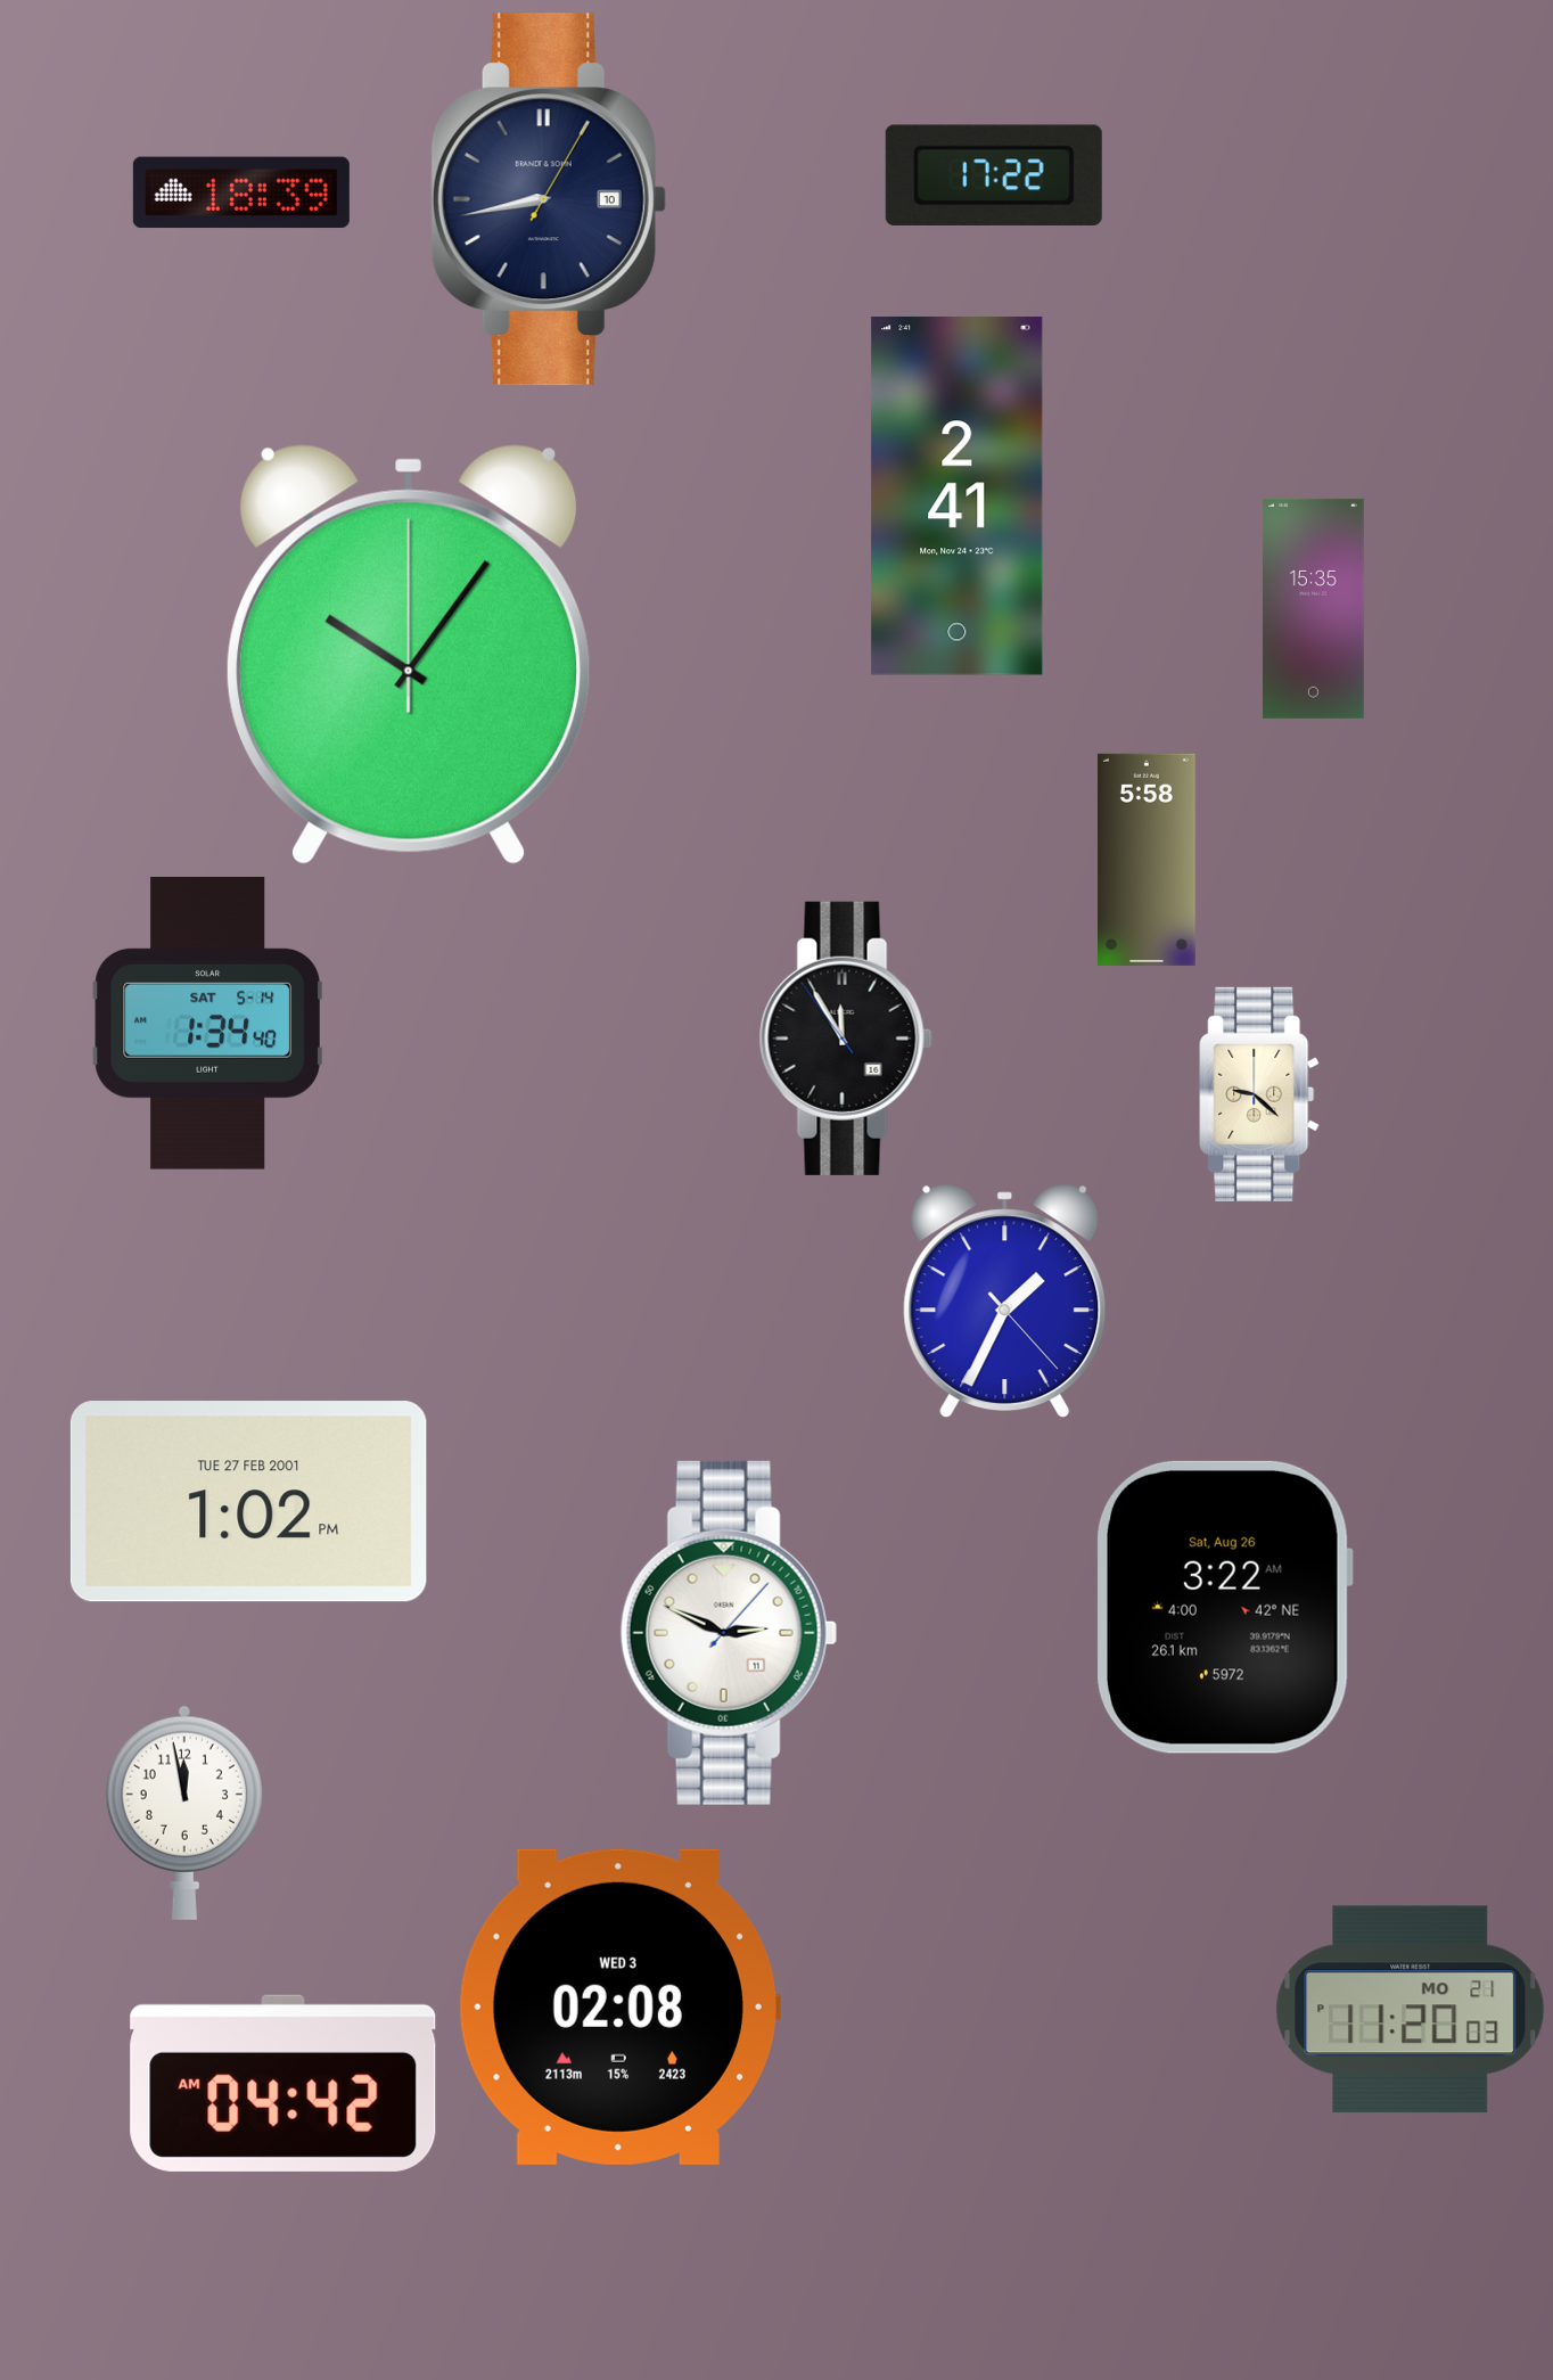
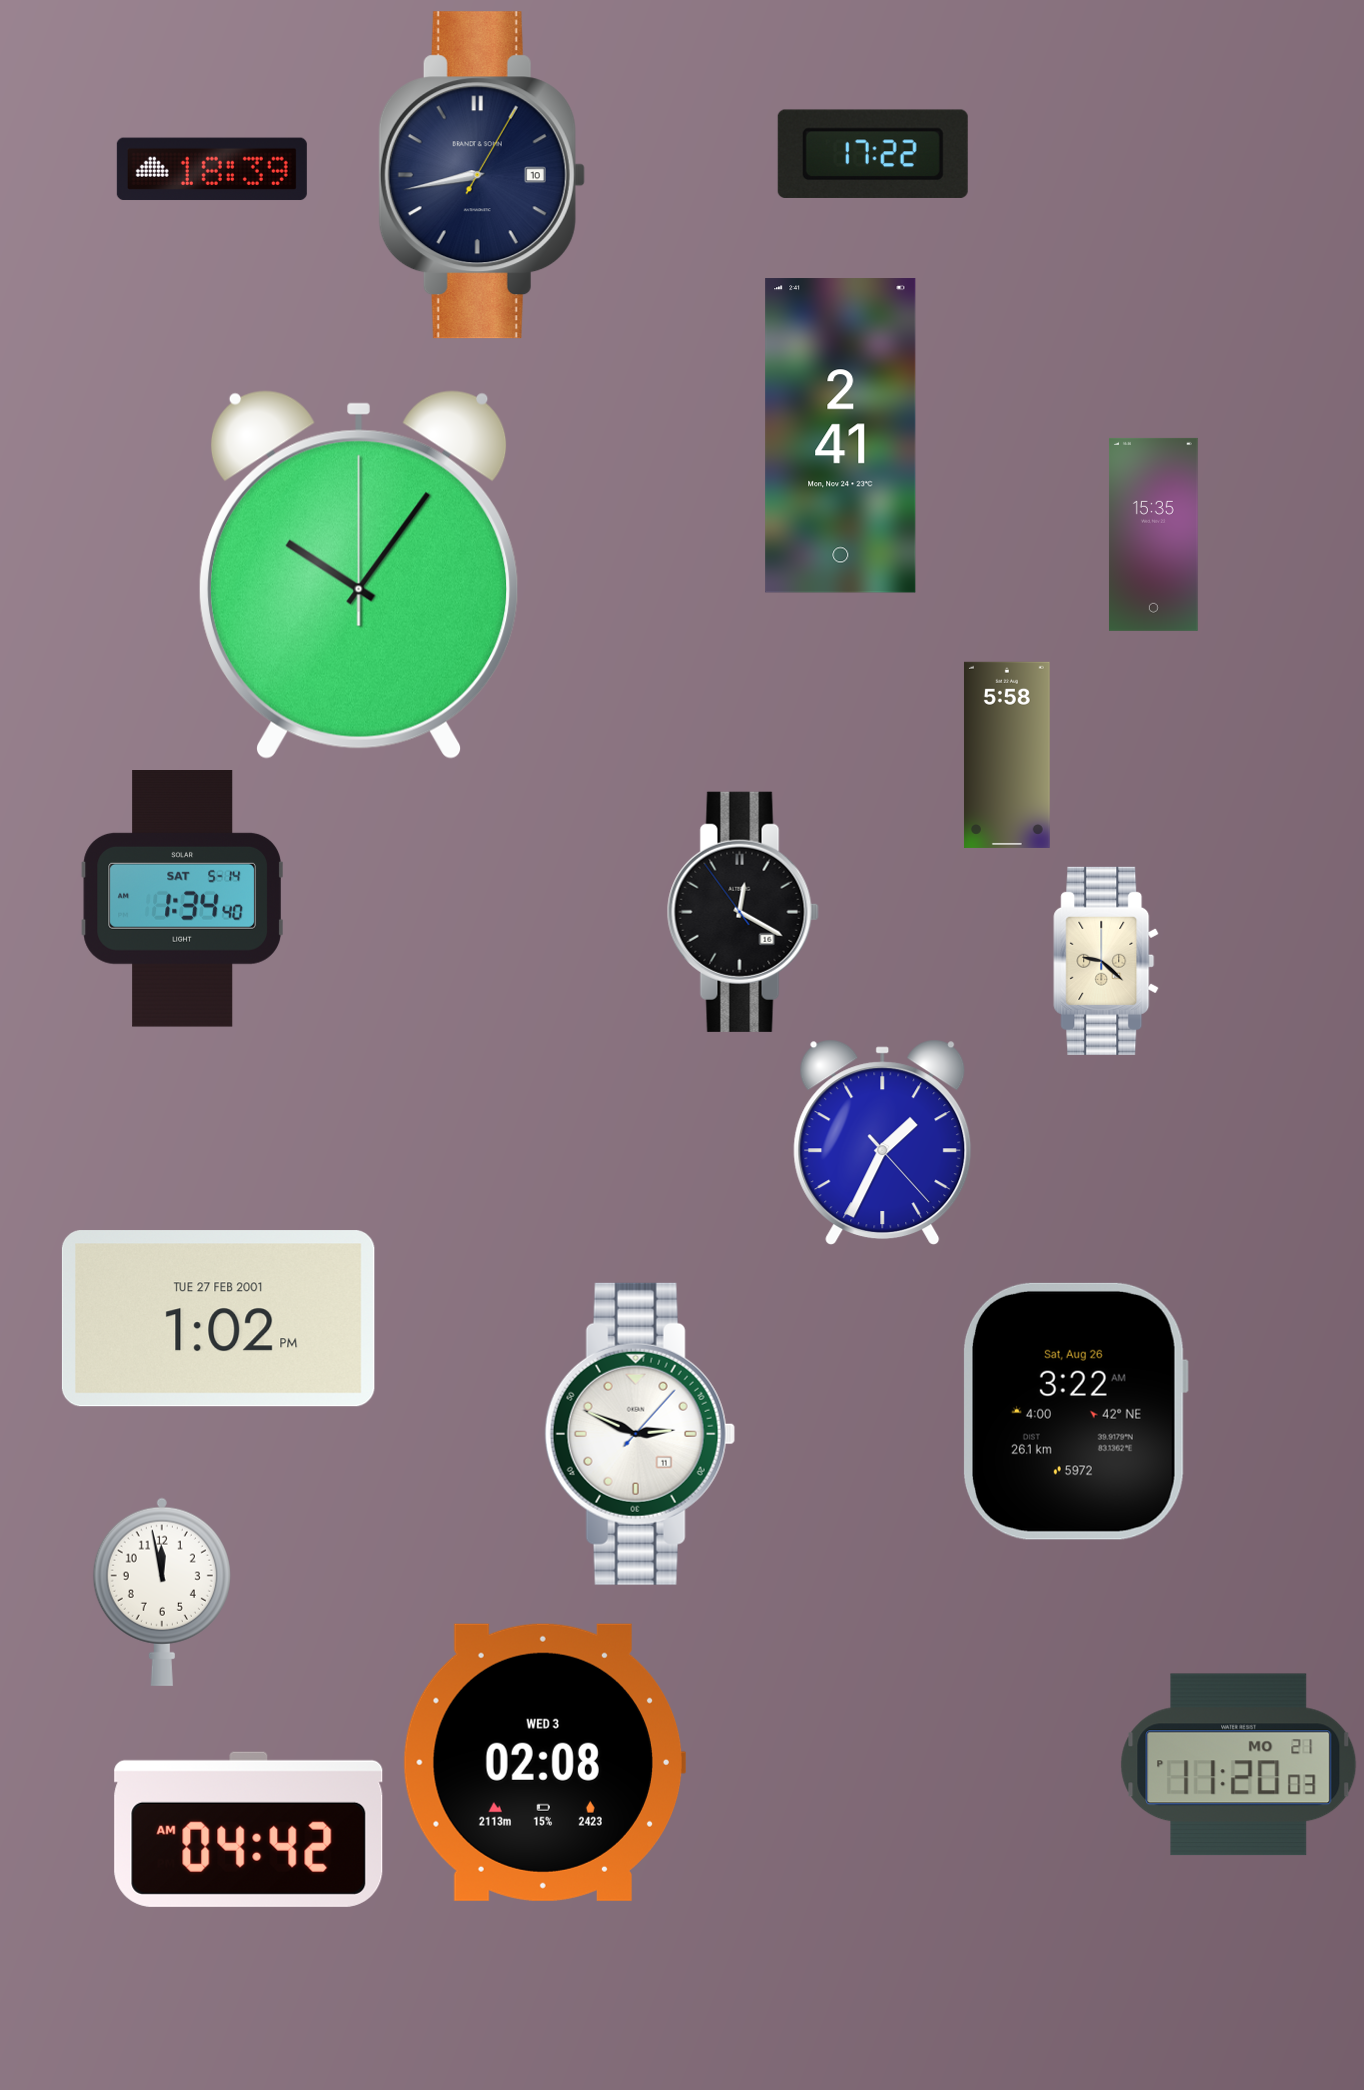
clock at (846, 1039): 11:54 -> 12:19
